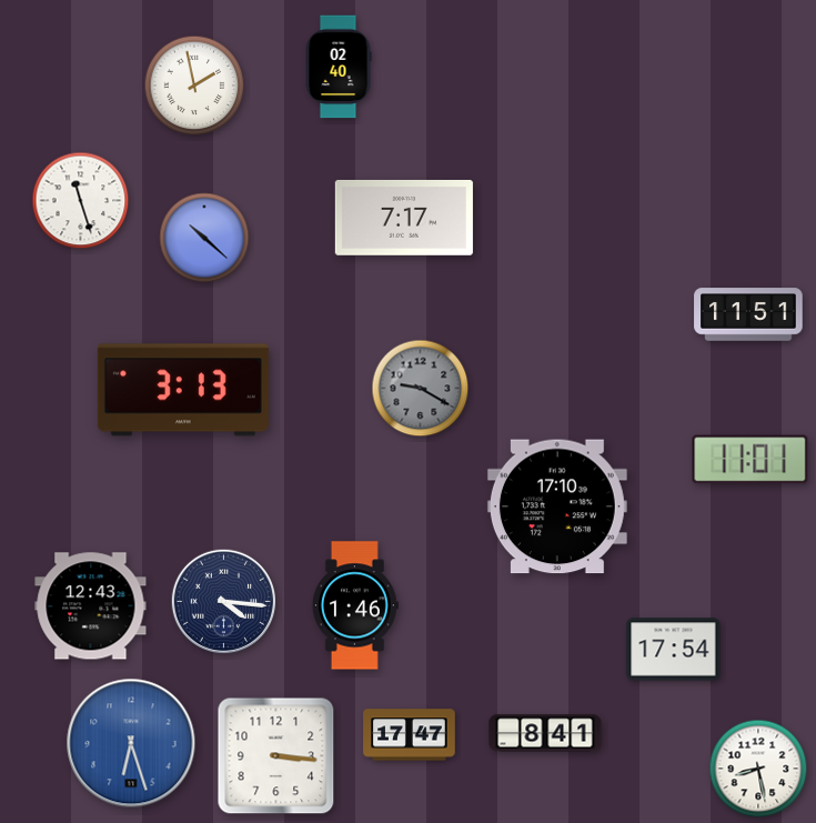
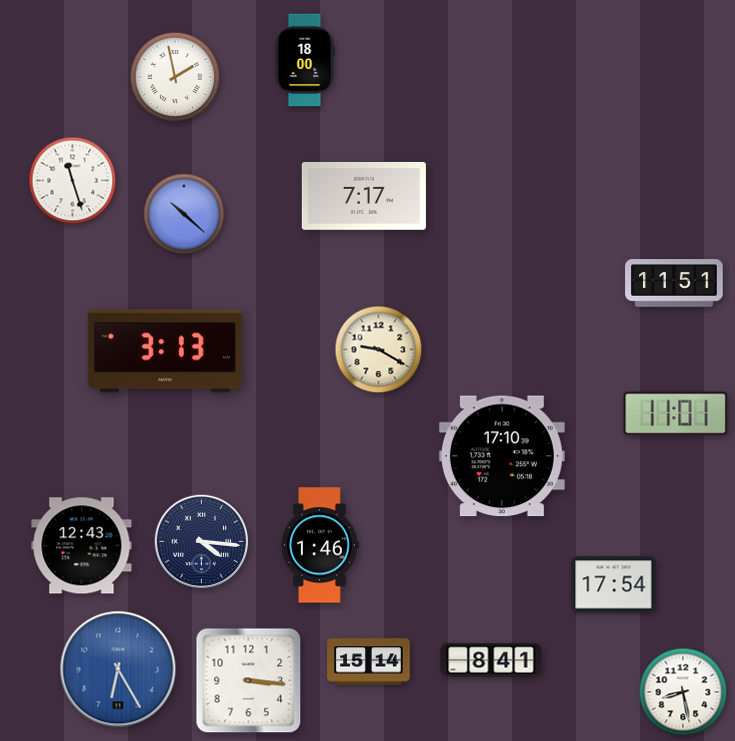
clock at (339, 67): 02:40 -> 18:00
clock at (421, 389) dial: grey -> cream
clock at (674, 650) position: (674, 650) -> (614, 585)
clock at (410, 735): 17:47 -> 15:14
clock at (131, 743): 6:27 -> 6:25
